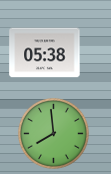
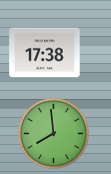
clock at (45, 53): 05:38 -> 17:38
